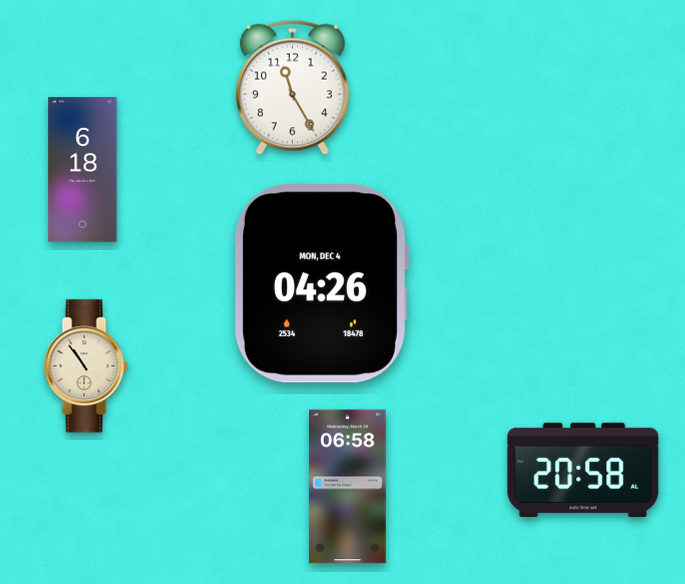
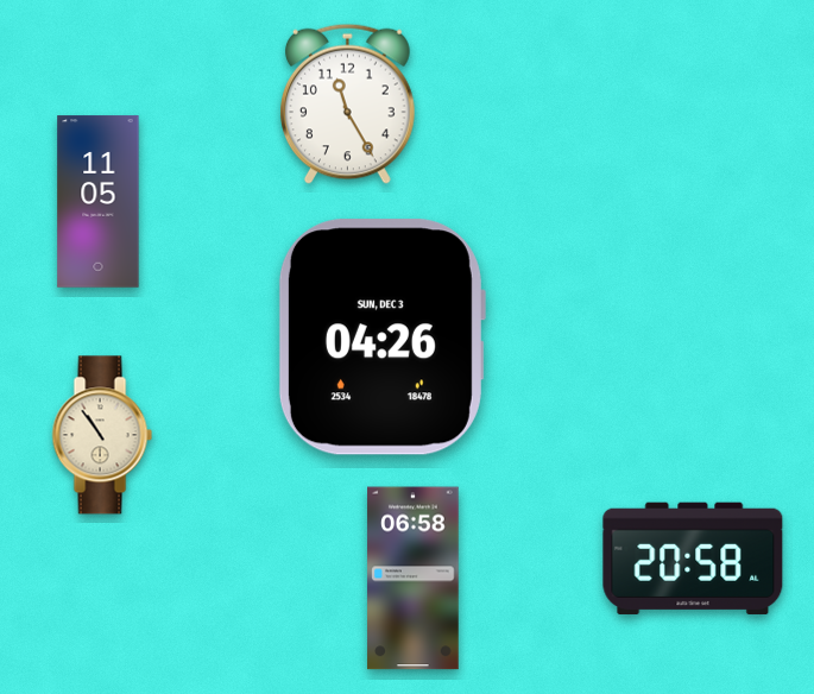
clock at (83, 170): 6:18 -> 11:05
clock at (321, 284) date: MON, DEC 4 -> SUN, DEC 3
